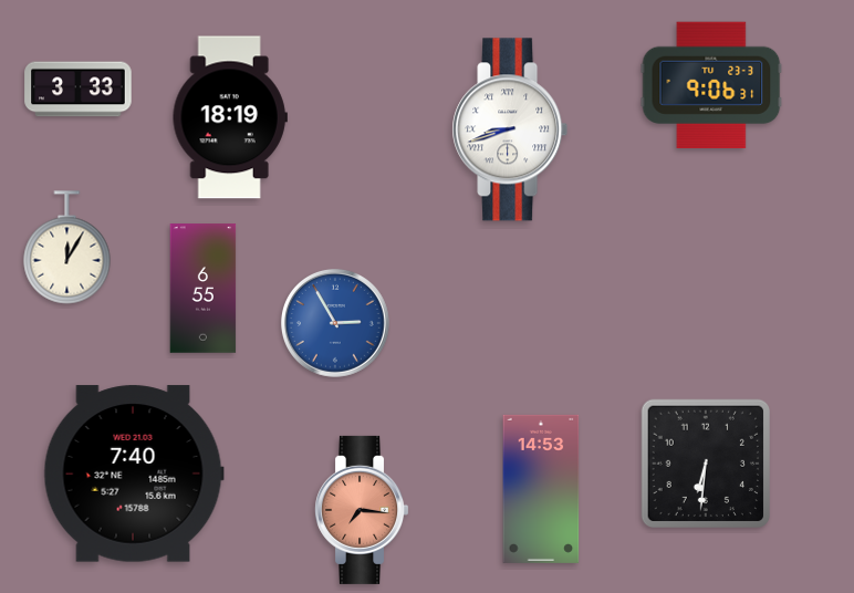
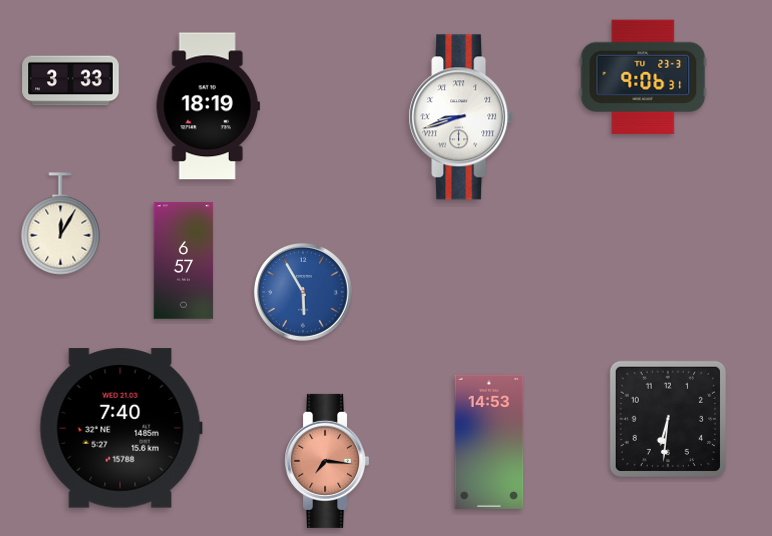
clock at (204, 289): 6:55 -> 6:57
clock at (335, 323): 2:55 -> 5:55
clock at (705, 462) position: (705, 462) -> (667, 418)
